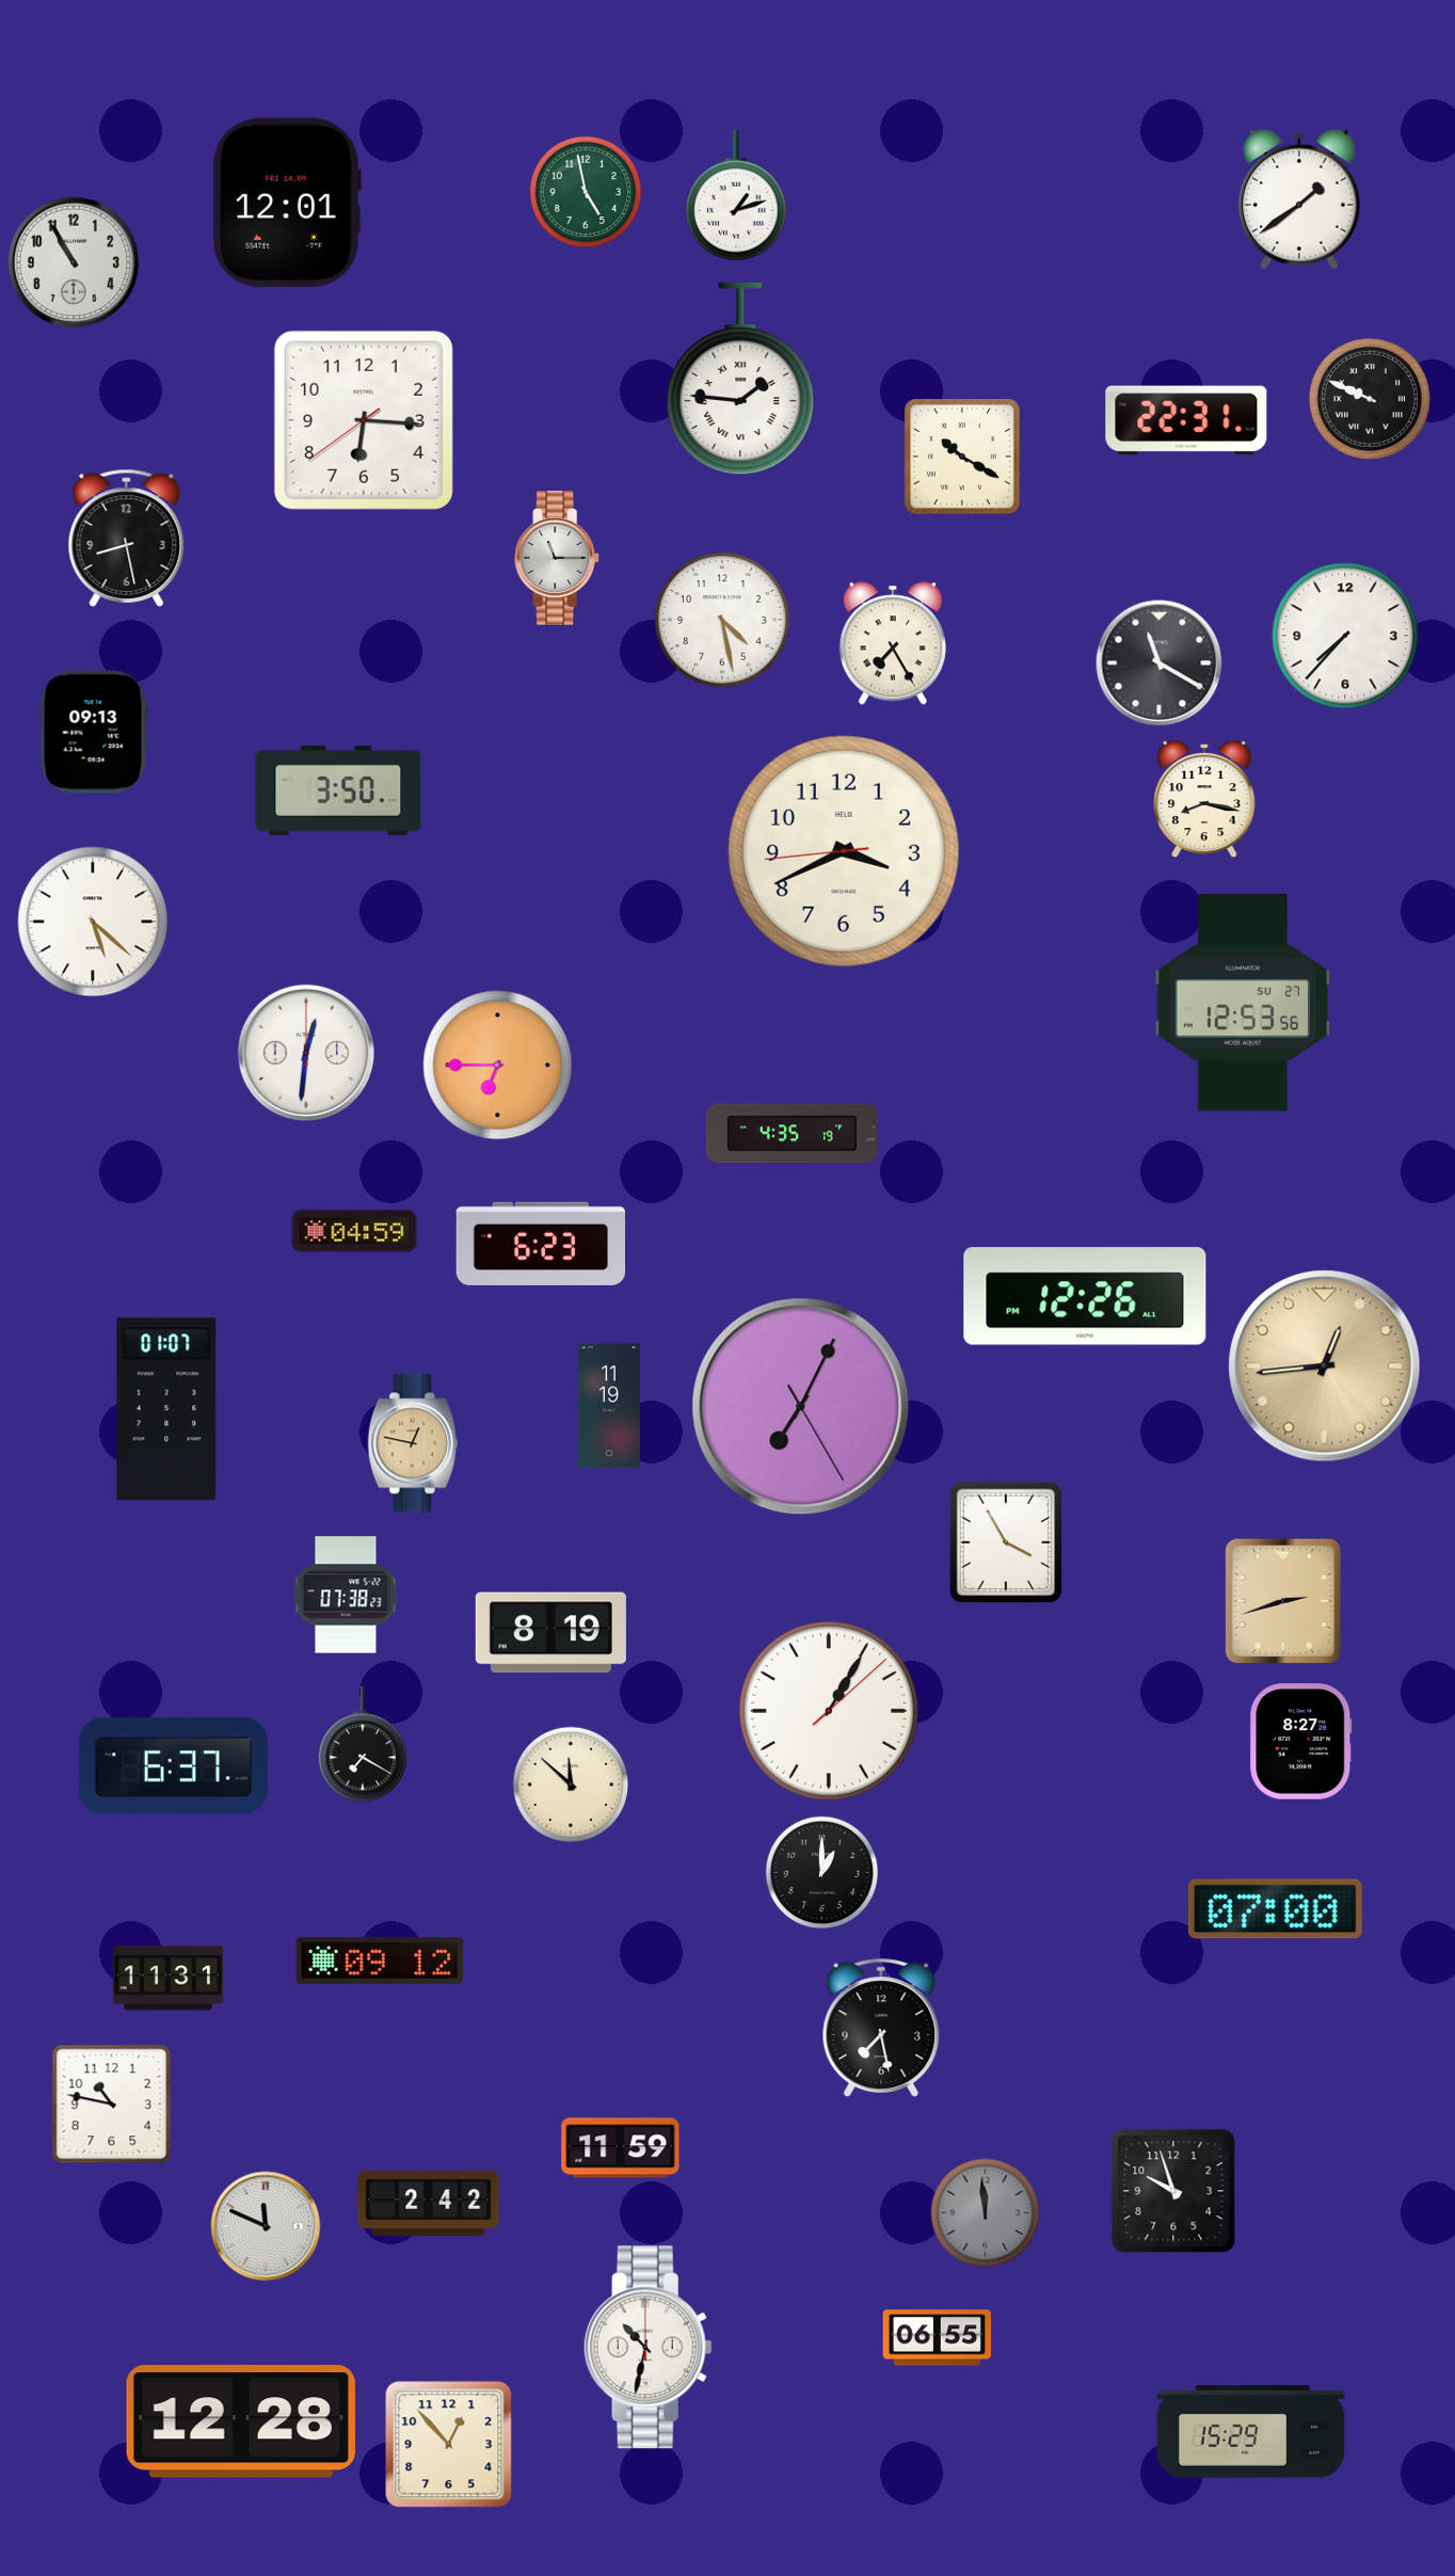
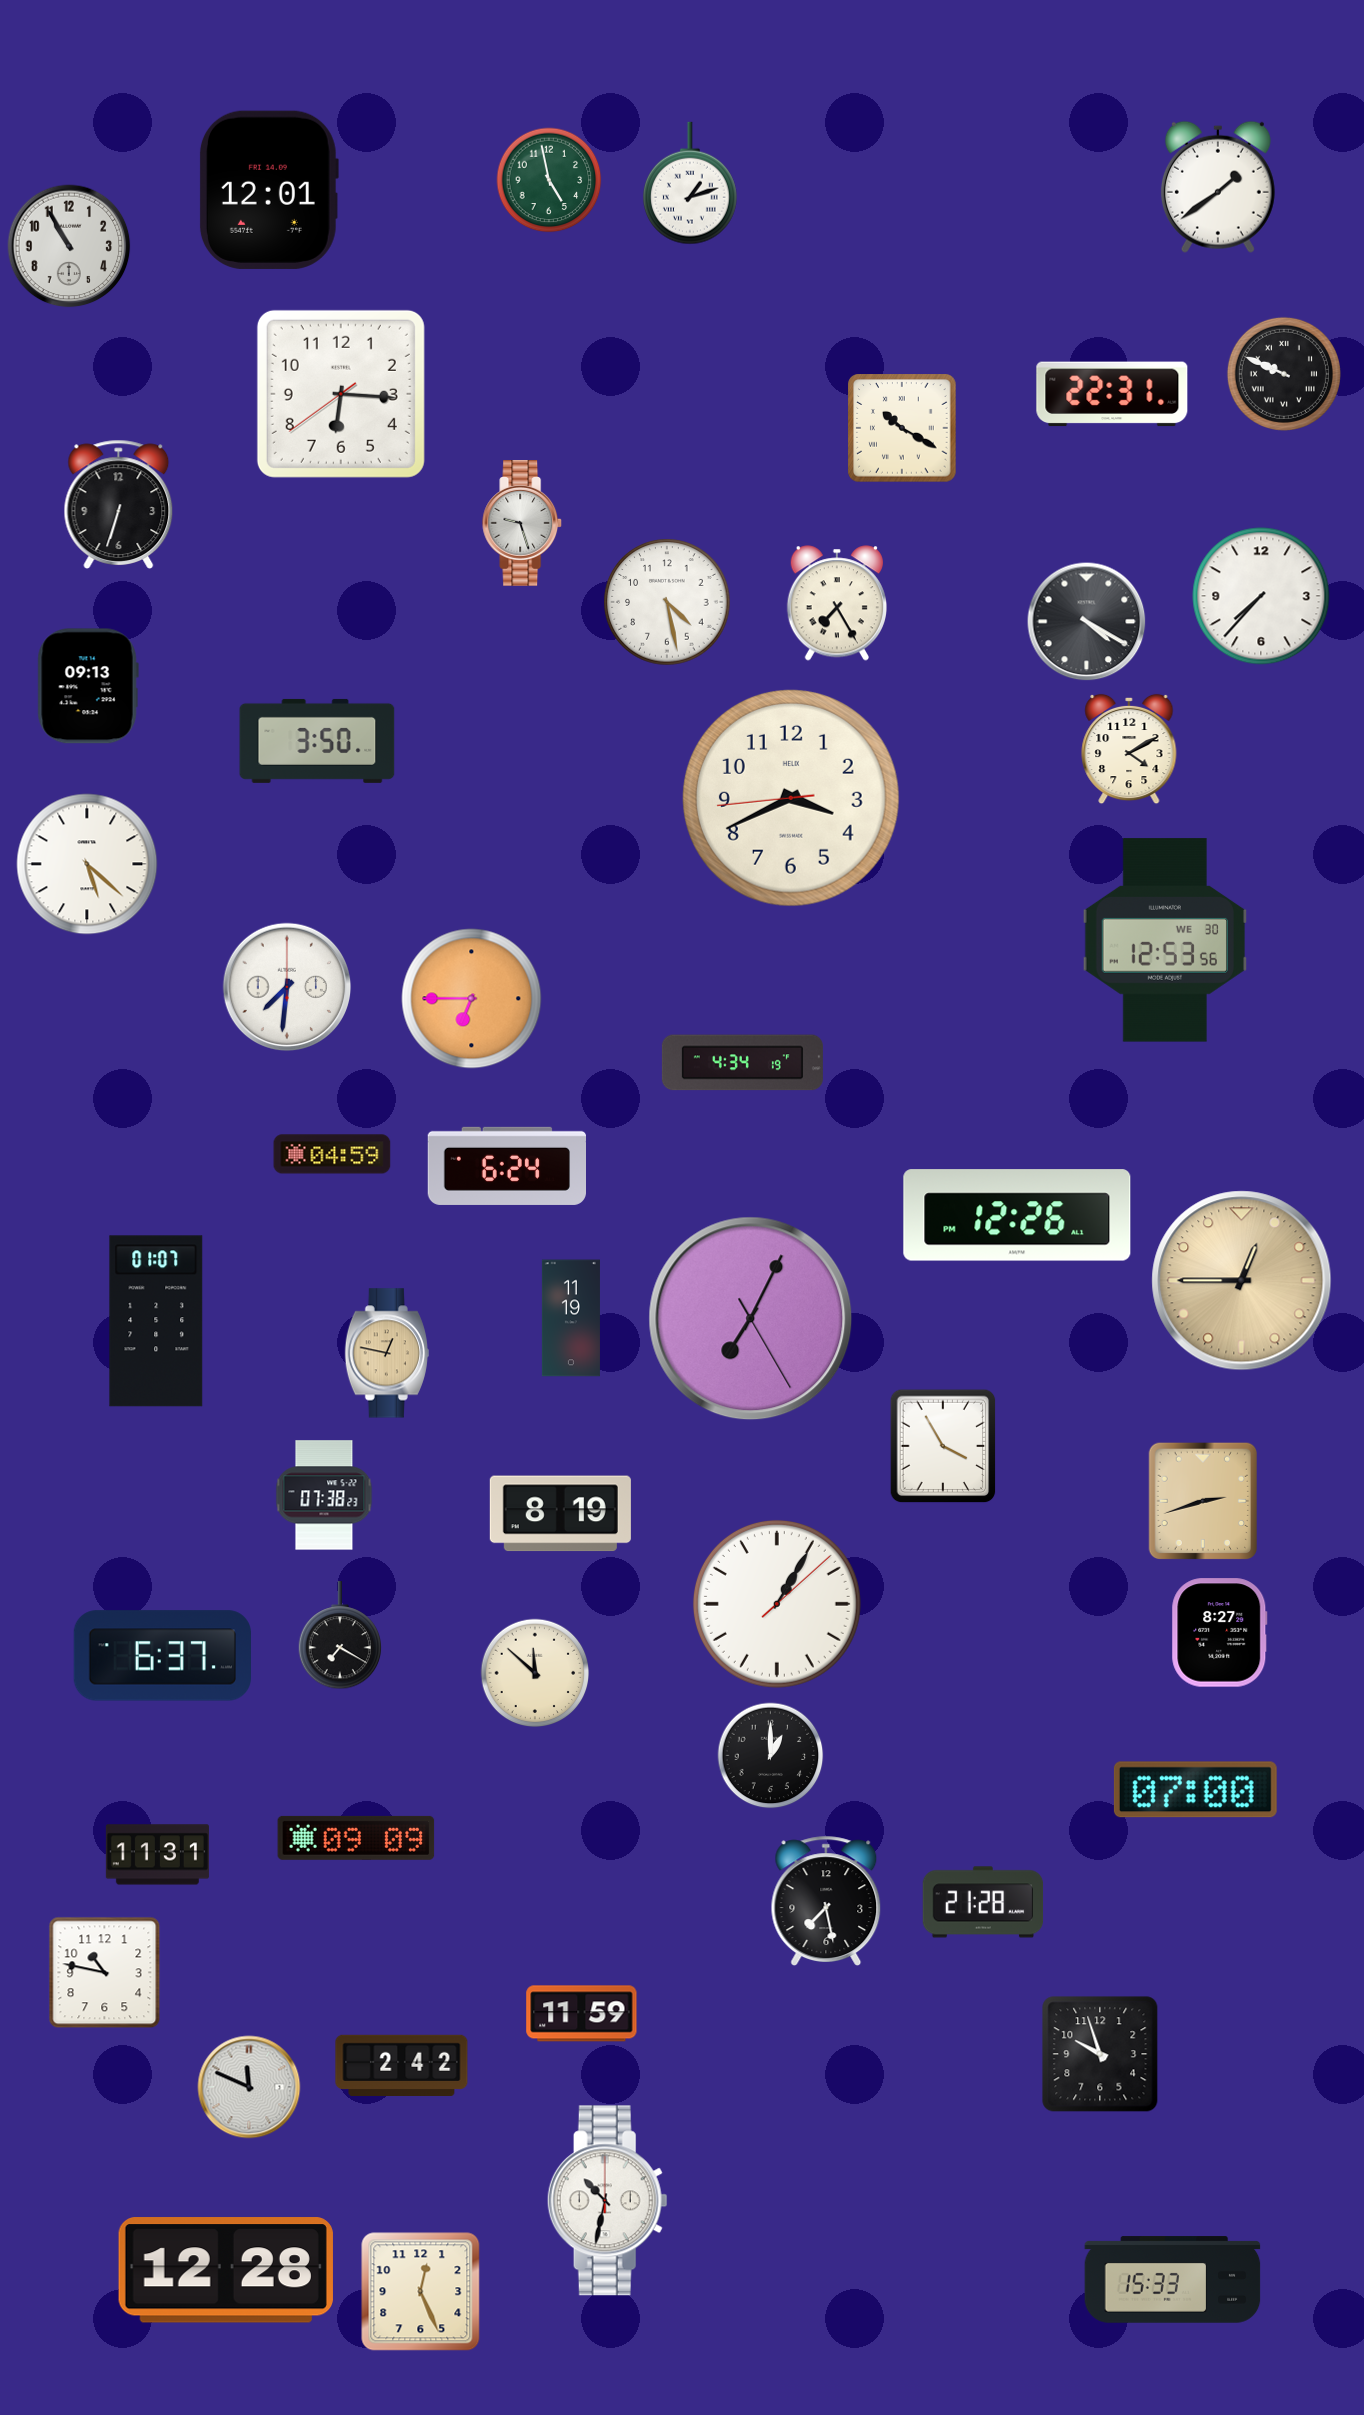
clock at (740, 378): 1:46 -> none
clock at (127, 538): 8:28 -> 6:33
clock at (558, 558): 11:15 -> 9:27
clock at (722, 620) position: (722, 620) -> (667, 602)
clock at (1160, 663): 11:20 -> 4:20
clock at (1204, 799): 8:17 -> 4:10
clock at (1242, 1003) date: SU 27 -> WE 30
clock at (306, 1053): 12:31 -> 7:31
clock at (498, 1066) position: (498, 1066) -> (472, 999)
clock at (792, 1134): 4:35 -> 4:34
clock at (540, 1244): 6:23 -> 6:24
clock at (1325, 1366): 12:44 -> 12:45
clock at (550, 1633) position: (550, 1633) -> (560, 1514)
clock at (380, 1961): 09:12 -> 09:09
clock at (983, 1902): none -> 21:28
clock at (986, 2213): 11:59 -> none
clock at (938, 2338): 06:55 -> none
clock at (1251, 2432): 15:29 -> 15:33
clock at (449, 2445): 12:53 -> 12:26
